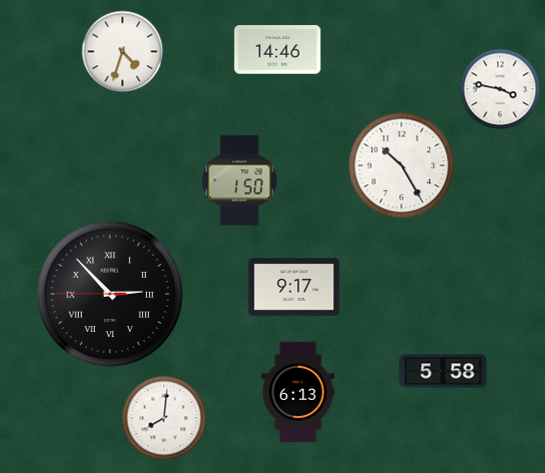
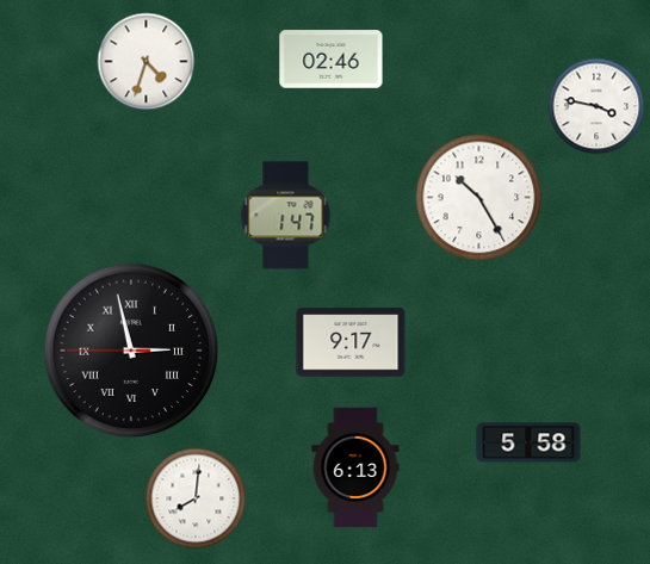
clock at (278, 50): 14:46 -> 02:46
clock at (240, 181): 1:50 -> 1:47
clock at (110, 294): 2:52 -> 2:57
